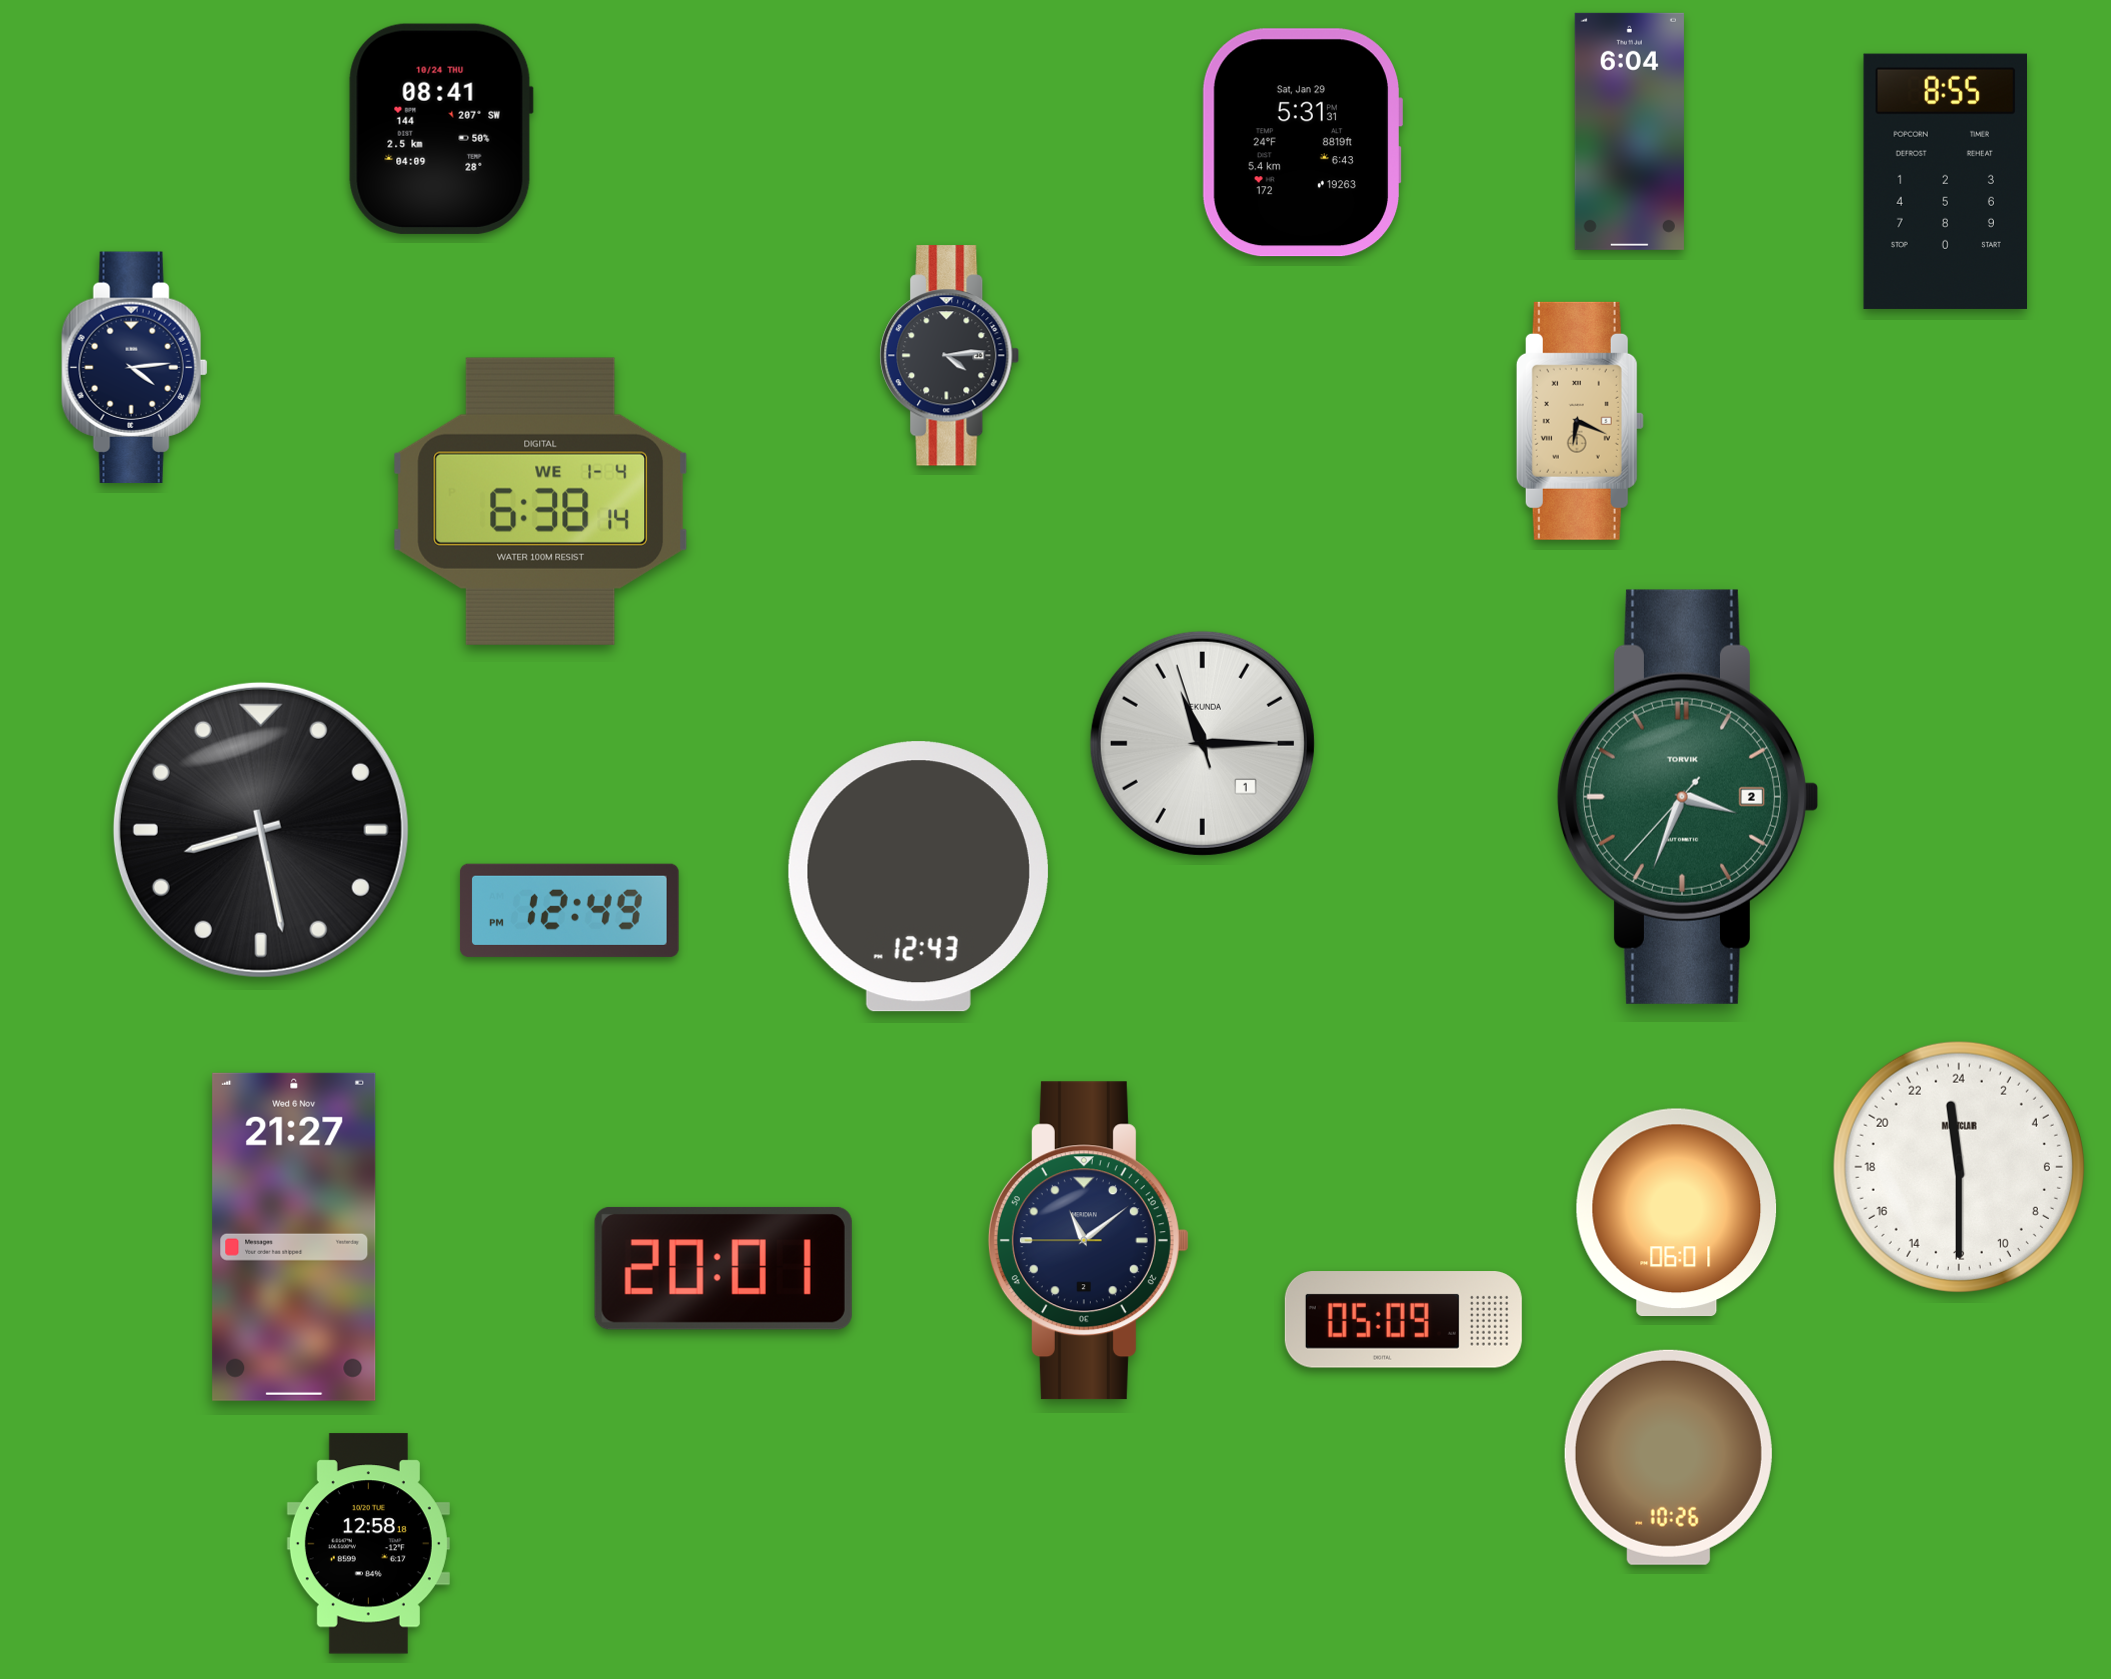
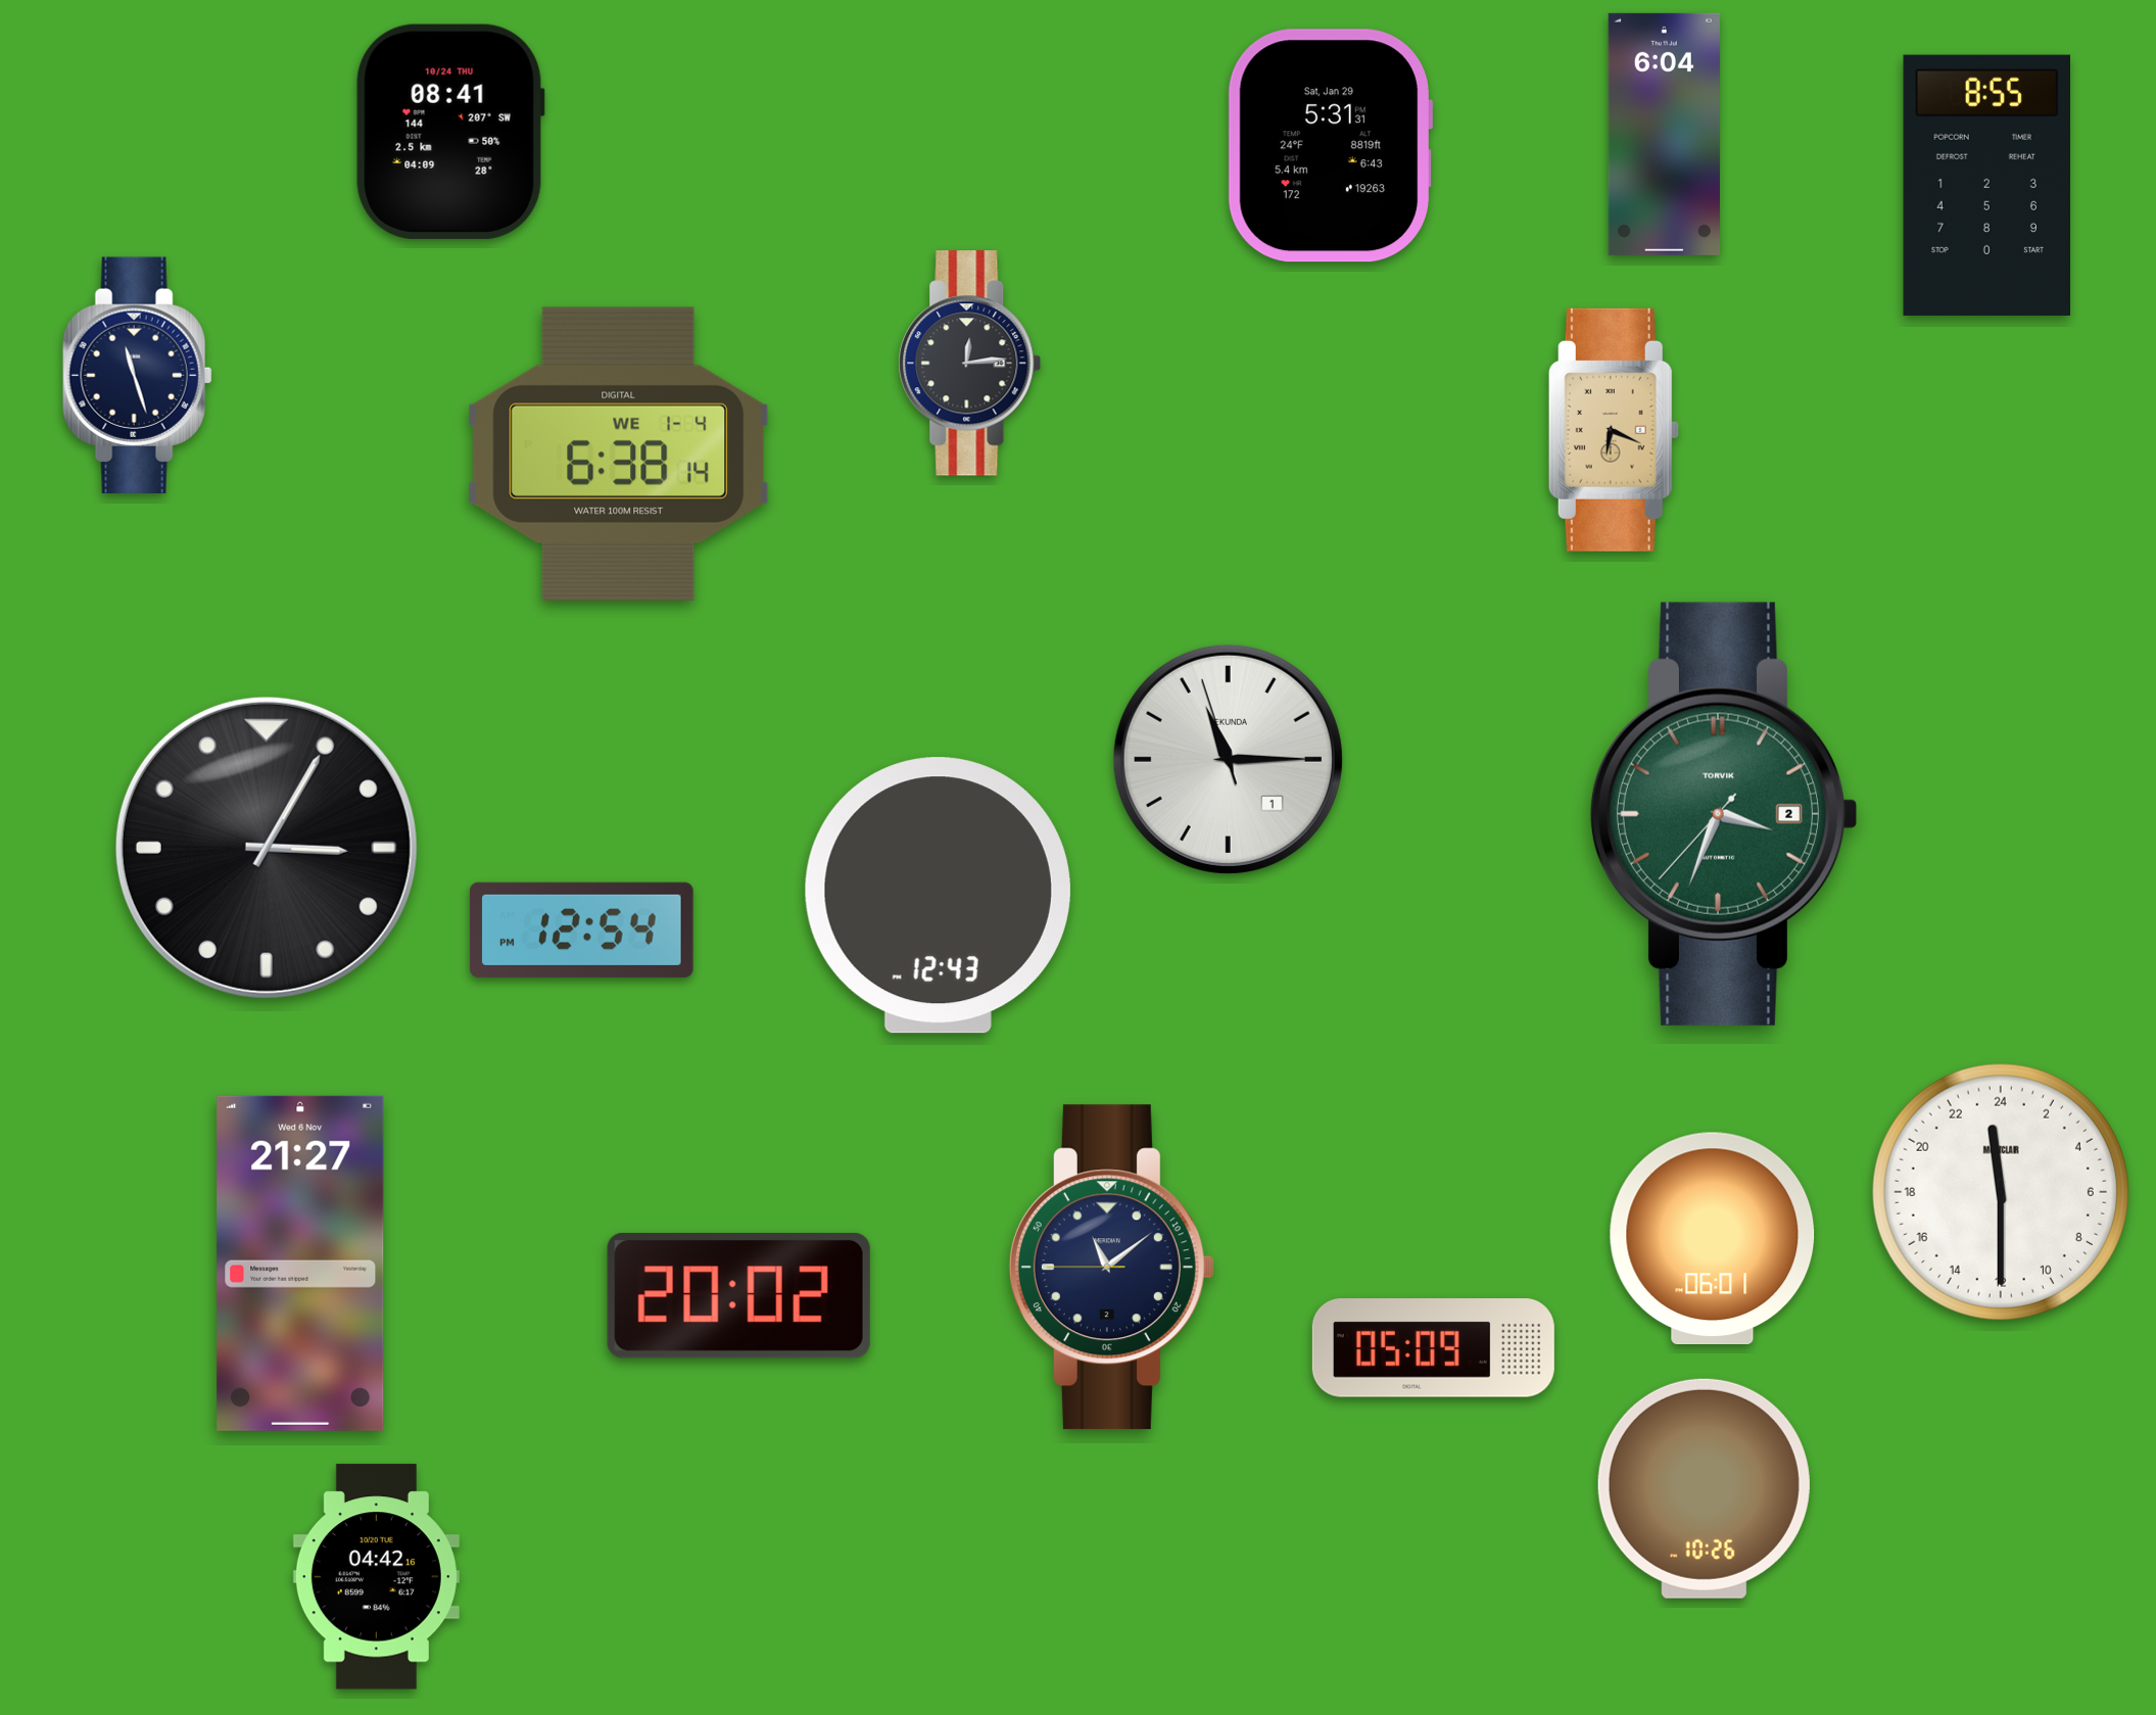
clock at (950, 356): 4:14 -> 12:14
clock at (135, 368): 4:14 -> 11:27
clock at (541, 501) position: (541, 501) -> (619, 454)
clock at (261, 830): 8:28 -> 3:05
clock at (569, 910): 12:49 -> 12:54
clock at (723, 1268): 20:01 -> 20:02
clock at (368, 1544): 12:58 -> 04:42
